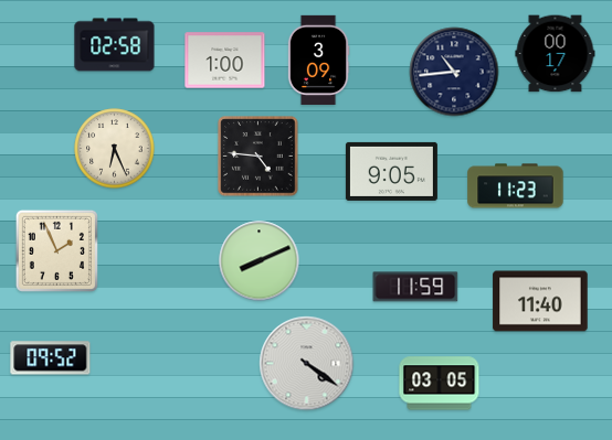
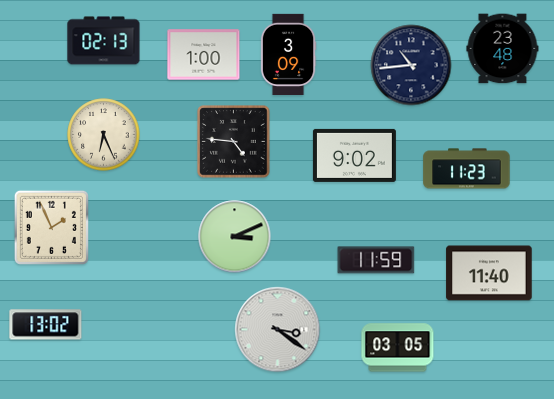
clock at (115, 45): 02:58 -> 02:13
clock at (556, 54): 00:17 -> 23:48
clock at (391, 171): 9:05 -> 9:02
clock at (260, 261): 8:11 -> 3:11
clock at (51, 358): 09:52 -> 13:02
clock at (307, 364): 4:21 -> 3:21
